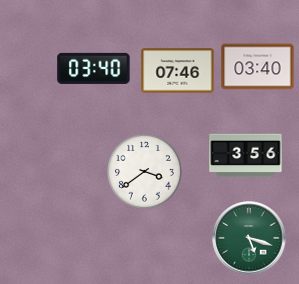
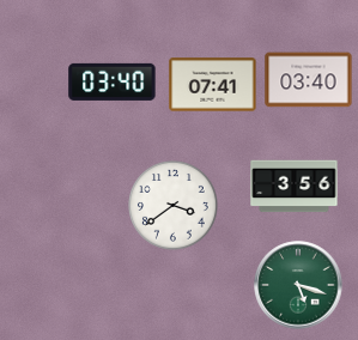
clock at (178, 71): 07:46 -> 07:41
